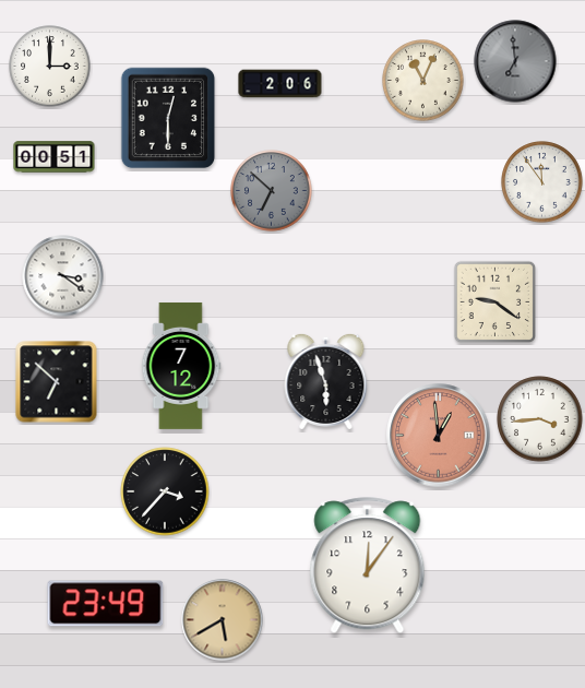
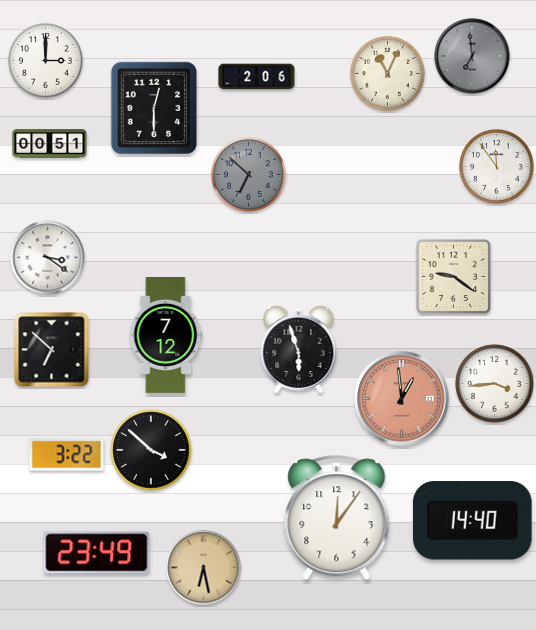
clock at (63, 276) position: (63, 276) -> (48, 258)
clock at (165, 491): 3:37 -> 3:52
clock at (67, 455): none -> 3:22
clock at (472, 521): none -> 14:40
clock at (223, 620): 5:40 -> 6:28
